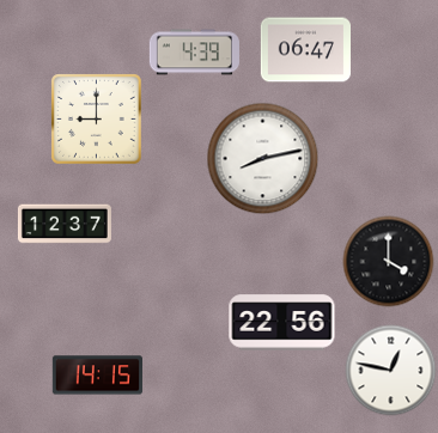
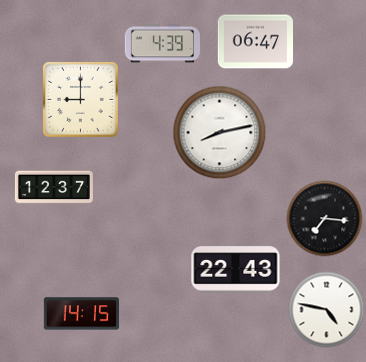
clock at (389, 262): 4:00 -> 7:16
clock at (282, 323): 22:56 -> 22:43
clock at (391, 371): 12:47 -> 4:47
